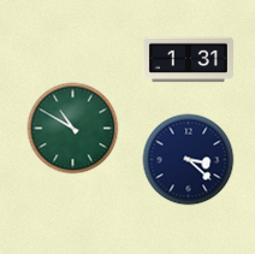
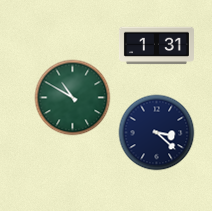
clock at (188, 60) position: (188, 60) -> (156, 46)
clock at (73, 129) position: (73, 129) -> (73, 98)
